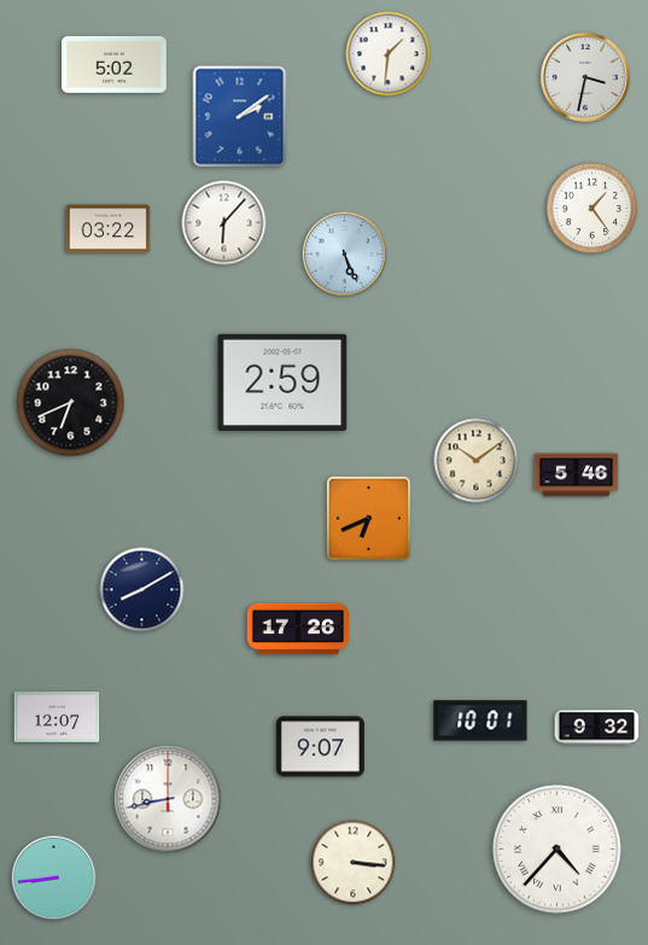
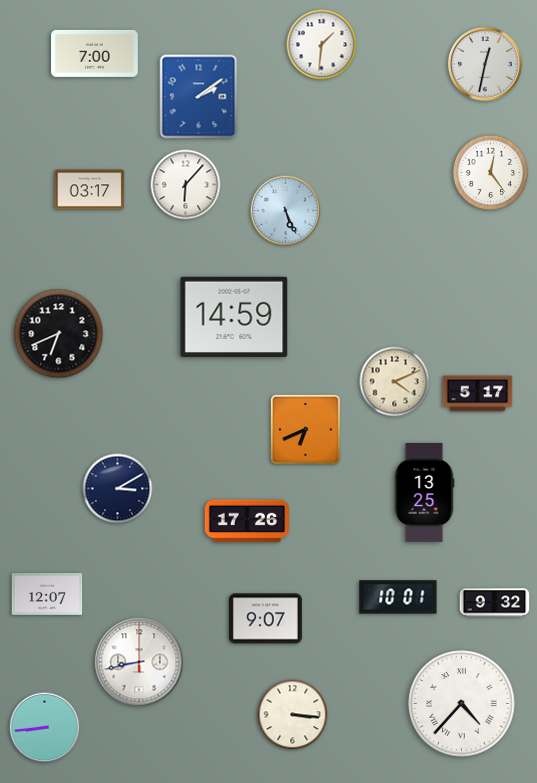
clock at (115, 64): 5:02 -> 7:00
clock at (585, 77): 3:32 -> 12:32
clock at (592, 209): 1:24 -> 12:24
clock at (109, 229): 03:22 -> 03:17
clock at (282, 383): 2:59 -> 14:59
clock at (477, 461): 10:09 -> 4:11
clock at (577, 476): 5:46 -> 5:17
clock at (142, 590): 8:10 -> 3:10
clock at (424, 492): none -> 13:25
